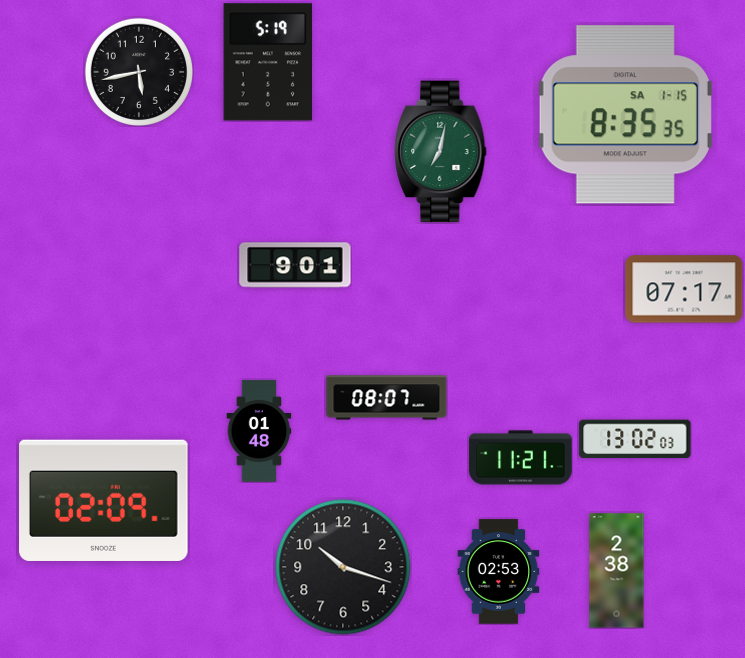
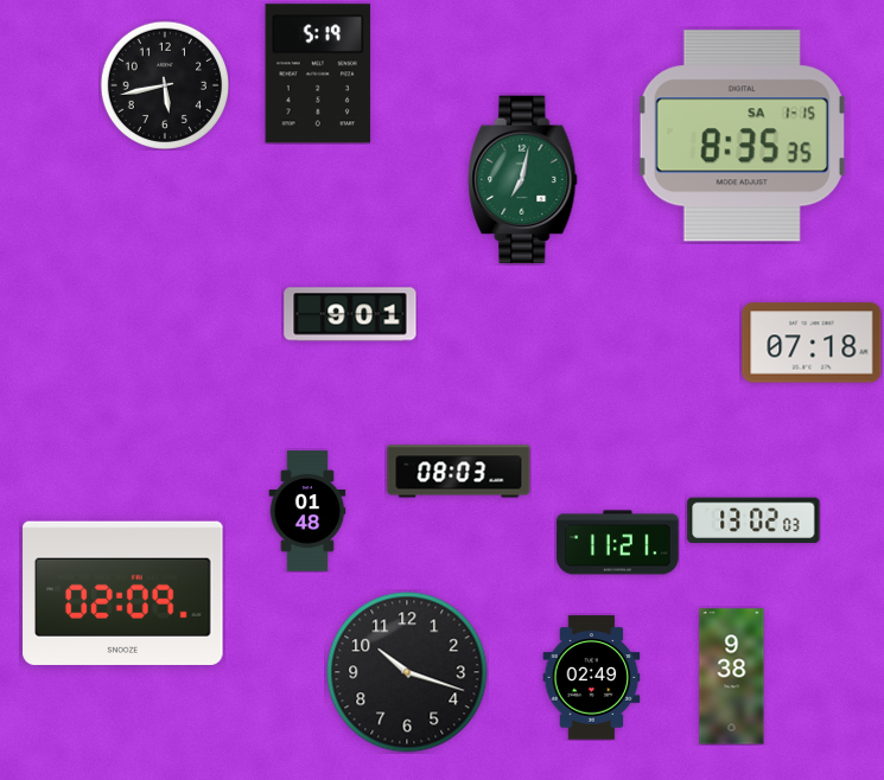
clock at (684, 289): 07:17 -> 07:18
clock at (387, 398): 08:07 -> 08:03
clock at (617, 571): 2:38 -> 9:38
clock at (499, 572): 02:53 -> 02:49
